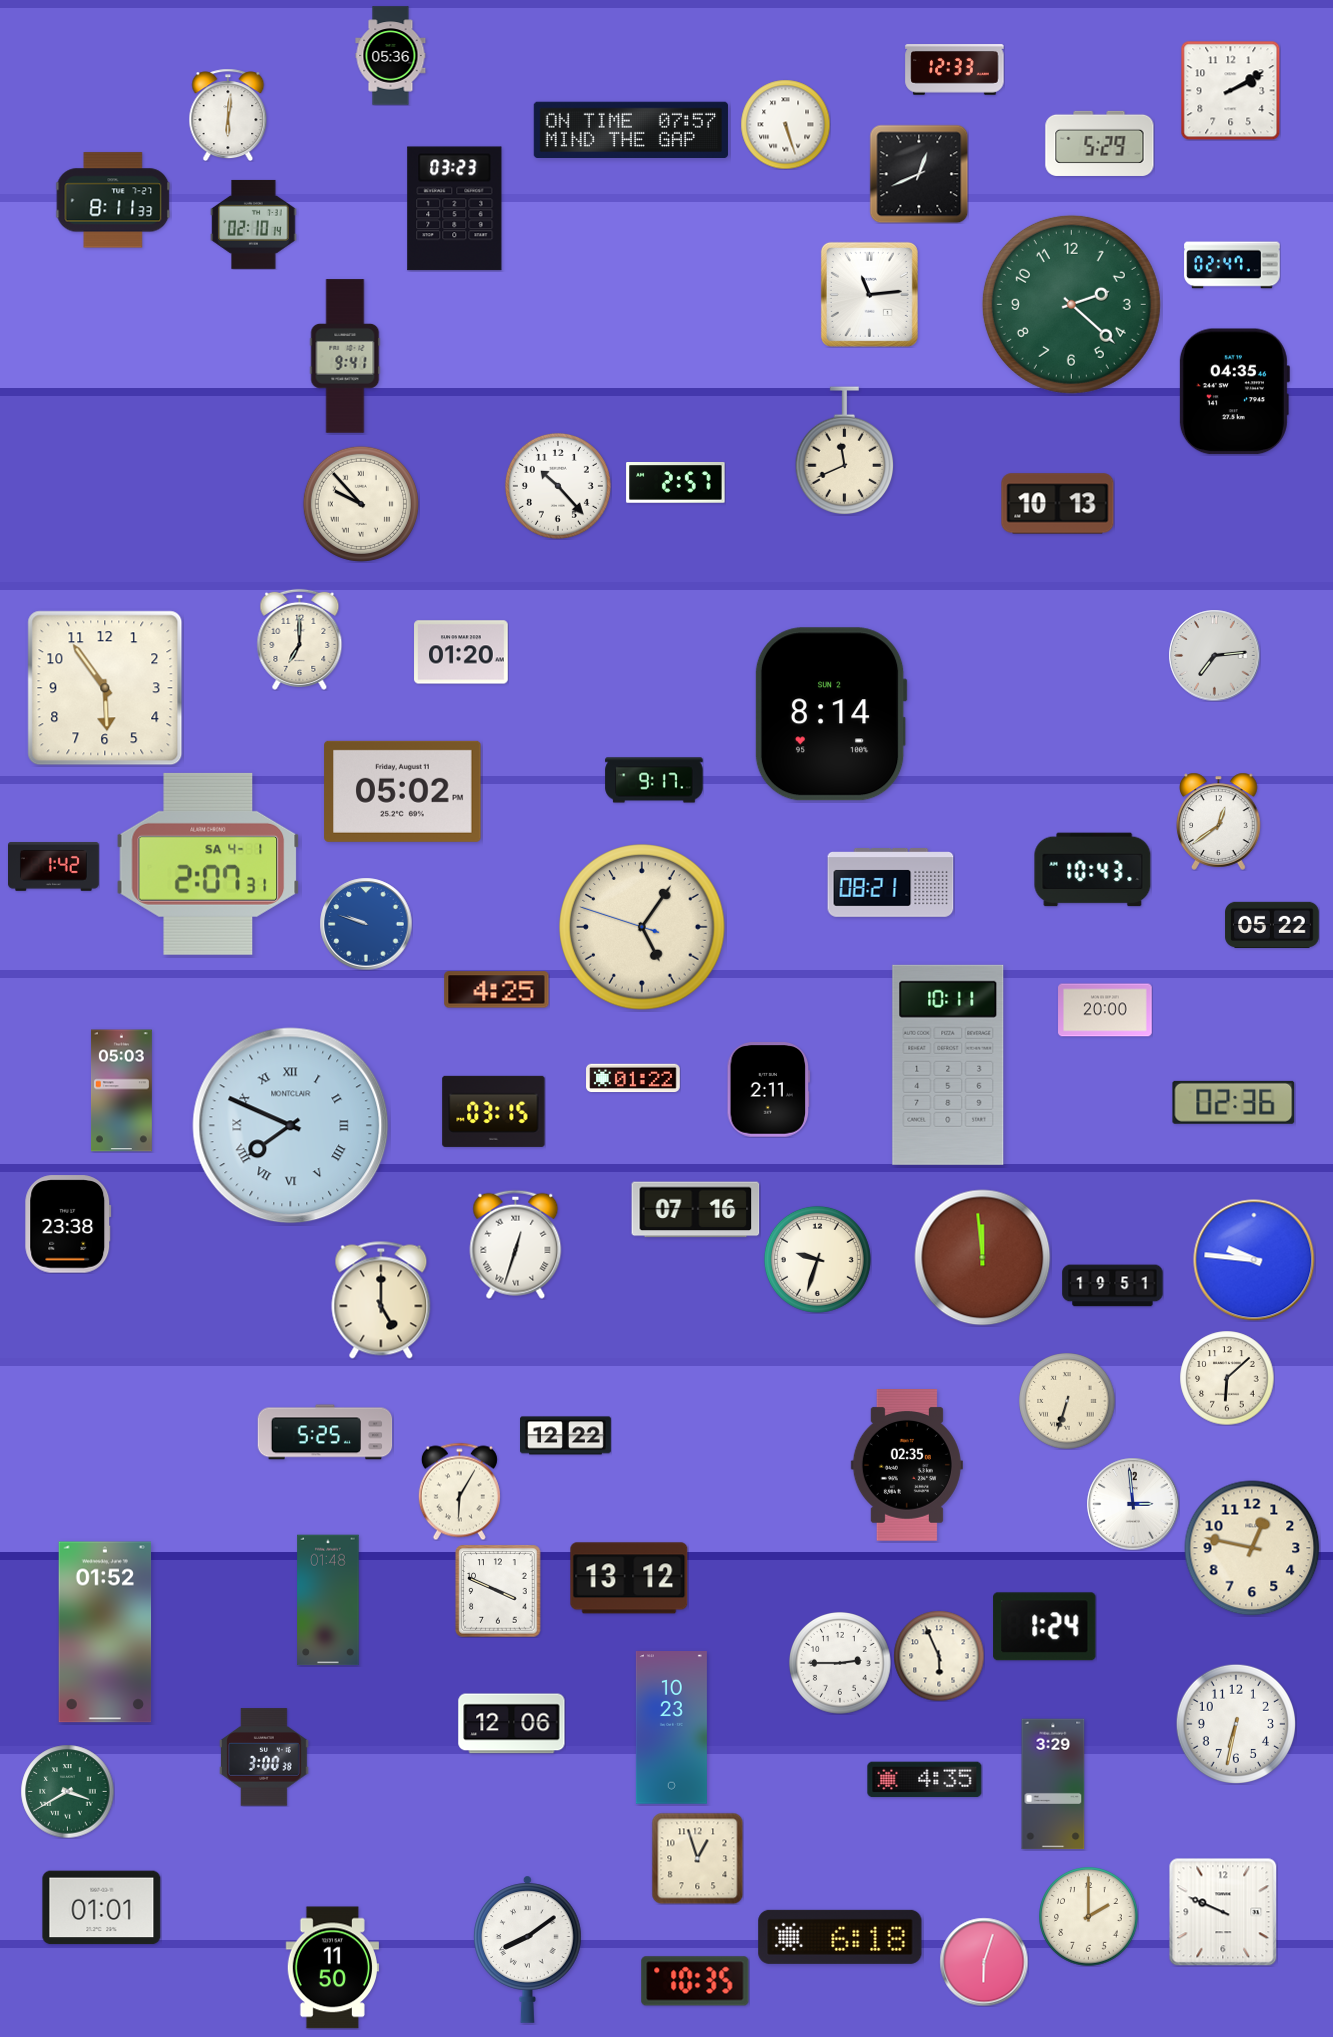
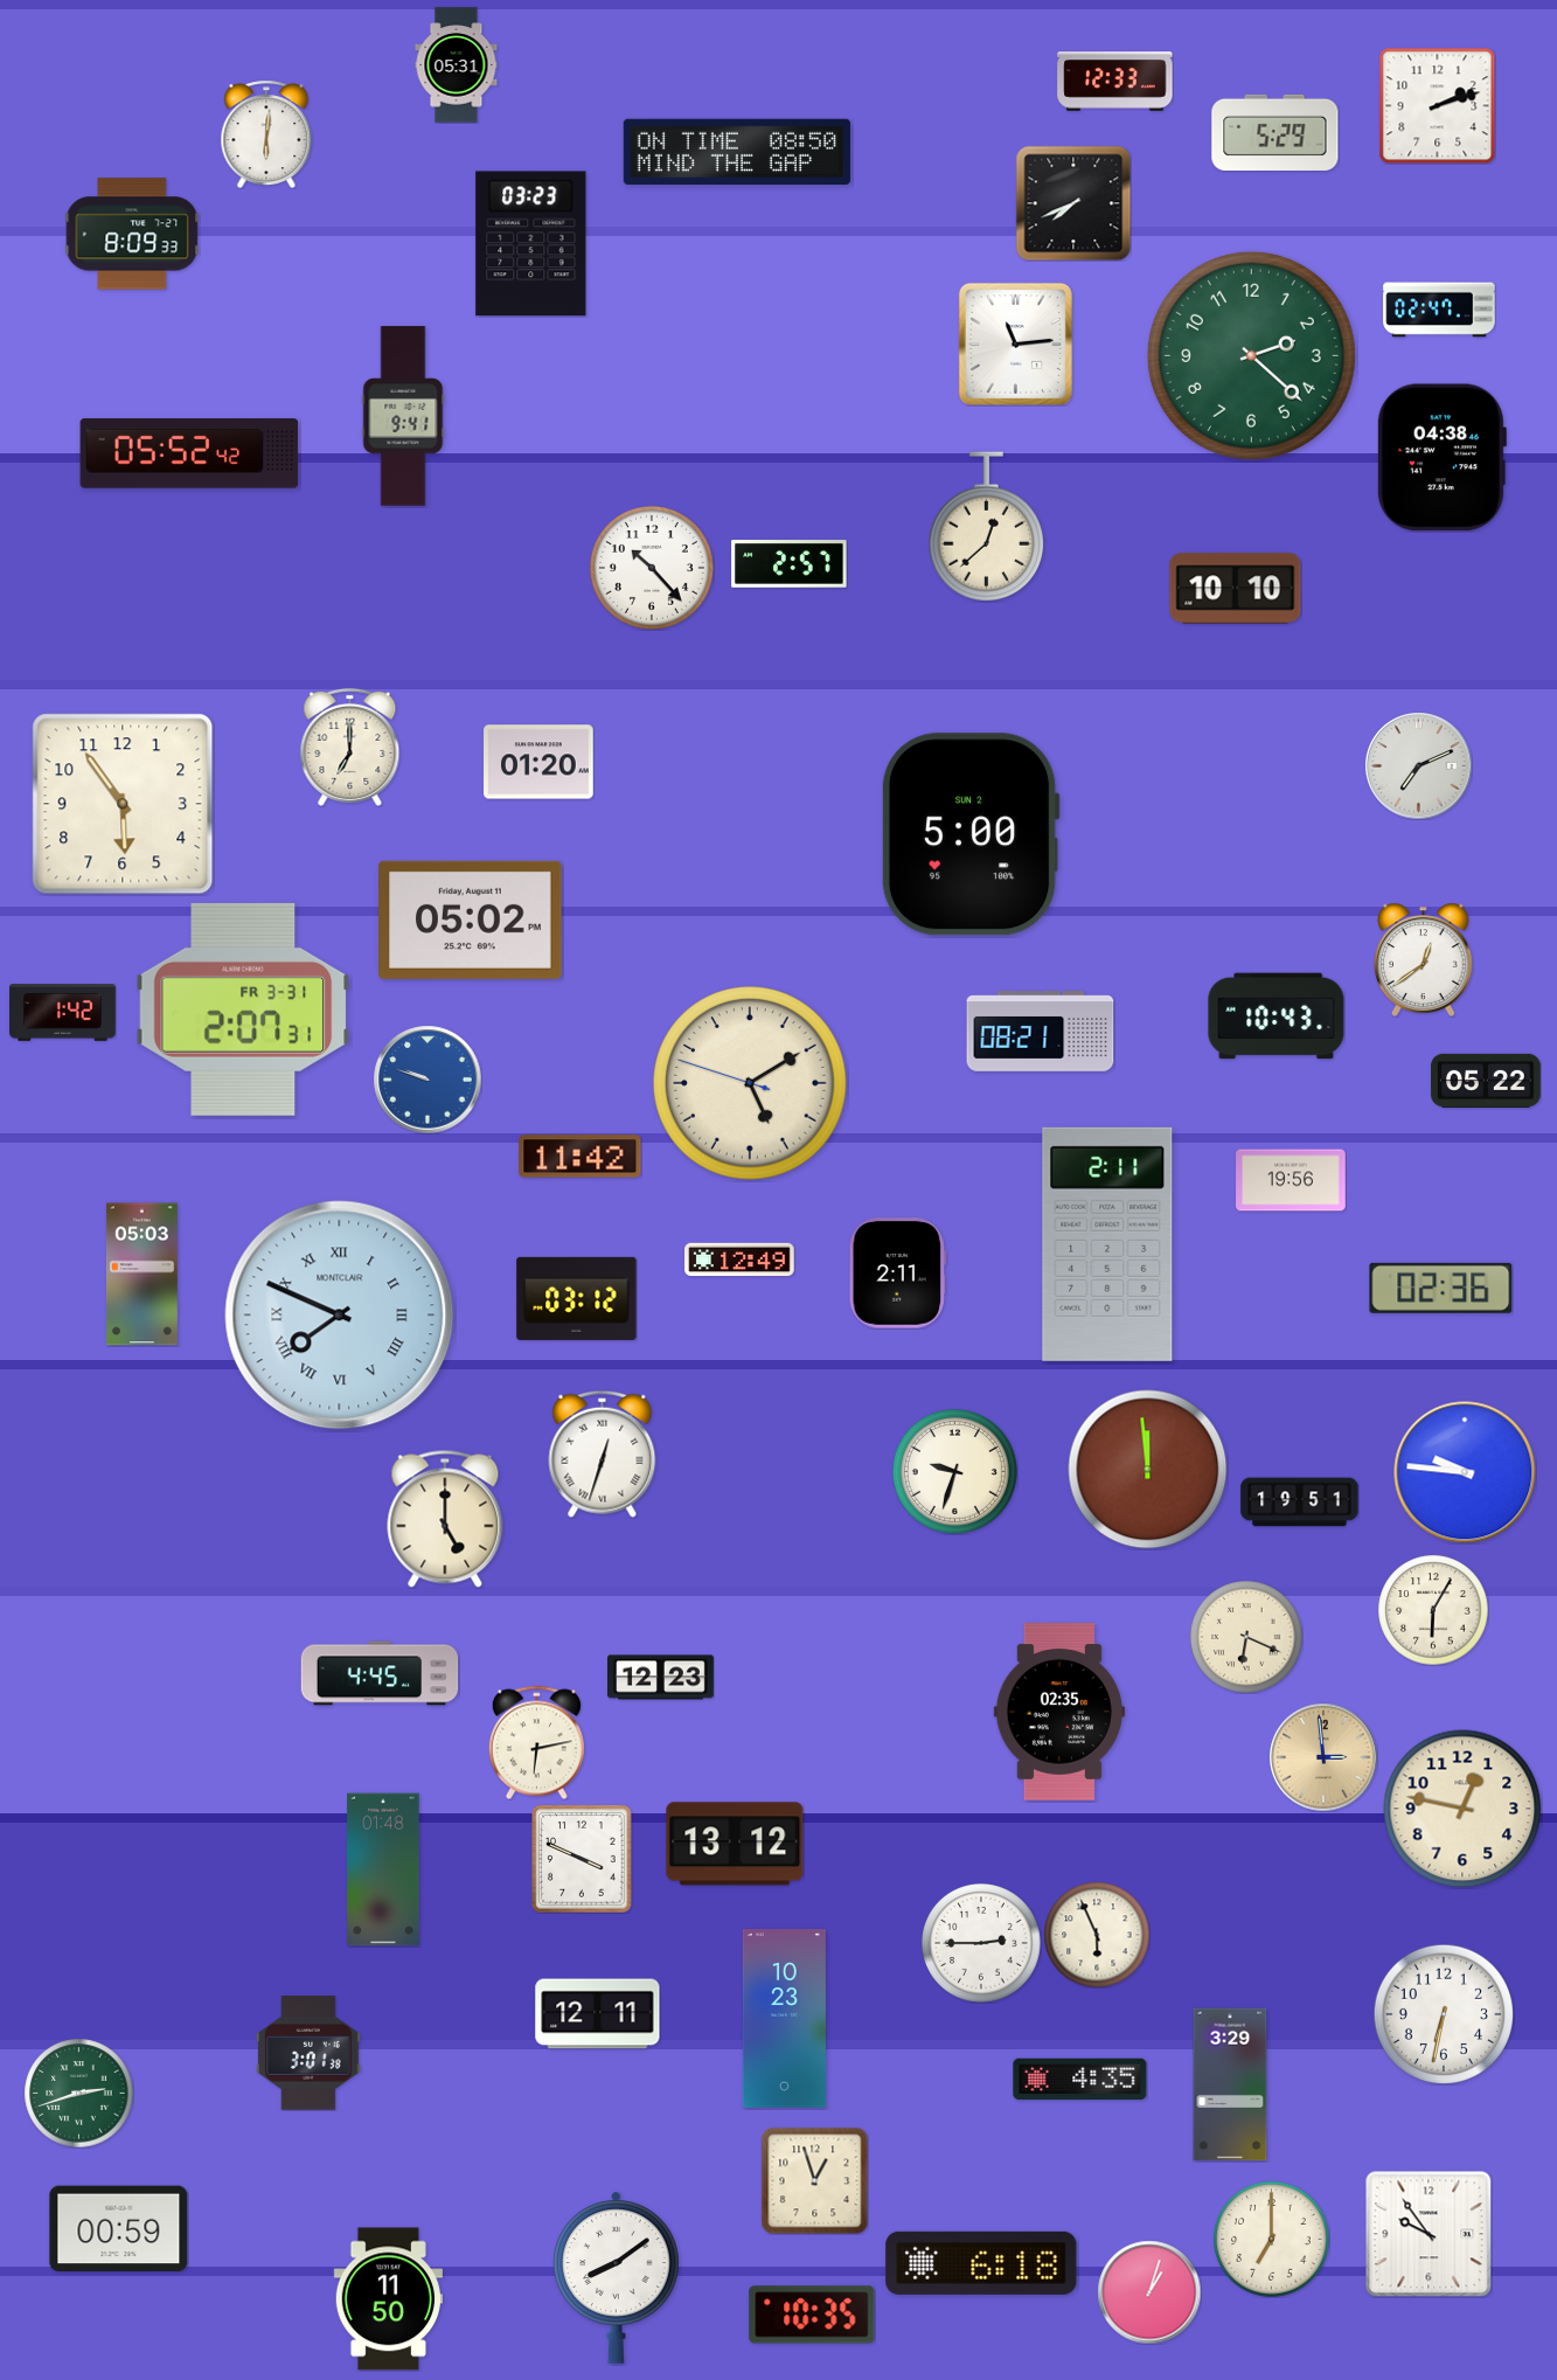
clock at (391, 56): 05:36 -> 05:31
clock at (1230, 90): 2:10 -> 2:12
clock at (785, 124): 5:27 -> none
clock at (631, 129): 07:57 -> 08:50
clock at (1100, 143) position: (1100, 143) -> (1276, 132)
clock at (919, 174): 12:41 -> 7:41
clock at (113, 200): 8:11 -> 8:09
clock at (254, 224): 02:10 -> none
clock at (189, 453): none -> 05:52
clock at (1234, 392): 04:35 -> 04:38
clock at (845, 451): 11:41 -> 12:38
clock at (361, 504): 9:53 -> none
clock at (1058, 504): 10:13 -> 10:10
clock at (1214, 655): 7:14 -> 7:11
clock at (831, 714): 8:14 -> 5:00
clock at (654, 780): 9:17 -> none
clock at (403, 791) position: (403, 791) -> (471, 920)
clock at (208, 864) date: SA 4-1 -> FR 3-31
clock at (642, 927): 5:05 -> 5:09
clock at (497, 990): 4:25 -> 11:42
clock at (1105, 1010): 20:00 -> 19:56
clock at (948, 1065): 10:11 -> 2:11
clock at (633, 1078): 01:22 -> 12:49
clock at (494, 1111): 03:15 -> 03:12
clock at (696, 1210): 07:16 -> none
clock at (68, 1224): 23:38 -> none
clock at (1227, 1378): 6:08 -> 6:05
clock at (1067, 1401): 6:33 -> 6:19
clock at (325, 1432): 5:25 -> 4:45
clock at (566, 1436): 12:22 -> 12:23
clock at (459, 1491): 6:05 -> 6:13
clock at (1133, 1504) dial: white -> champagne
clock at (1045, 1627): 1:24 -> none
clock at (105, 1632): 01:52 -> none
clock at (512, 1724): 12:06 -> 12:11
clock at (264, 1757): 3:00 -> 3:01
clock at (67, 1791): 3:40 -> 2:42
clock at (697, 1858) position: (697, 1858) -> (814, 2180)
clock at (102, 1908): 01:01 -> 00:59
clock at (1223, 1912): 9:49 -> 9:54
clock at (1089, 1917): 2:00 -> 7:00
clock at (984, 1962): 6:03 -> 1:03
